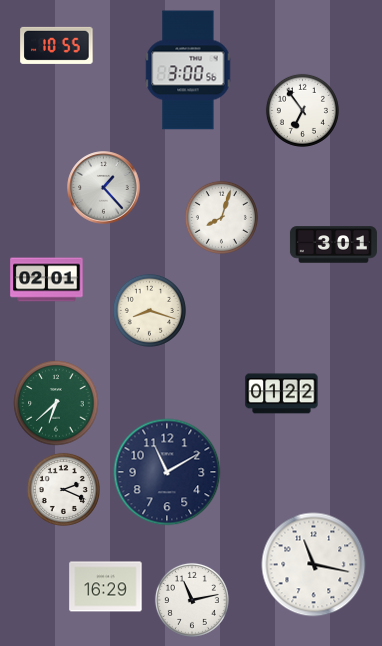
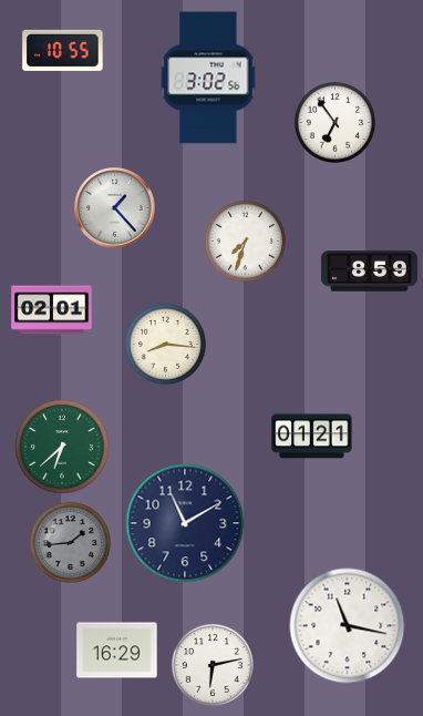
clock at (188, 70): 3:00 -> 3:02
clock at (221, 217): 8:03 -> 7:33
clock at (333, 245): 3:01 -> 8:59
clock at (149, 310): 8:18 -> 8:16
clock at (282, 394): 01:22 -> 01:21
clock at (63, 489): 2:19 -> 1:44
clock at (63, 489) dial: white -> grey
clock at (192, 600): 11:13 -> 6:13
